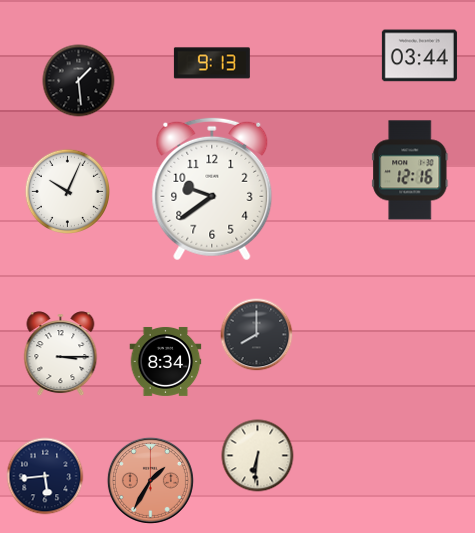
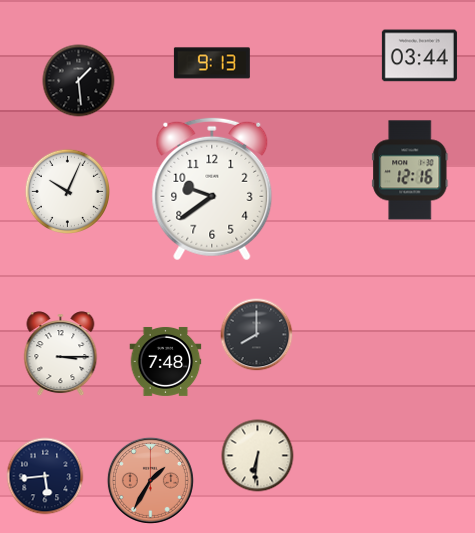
clock at (166, 361): 8:34 -> 7:48
